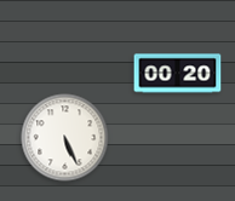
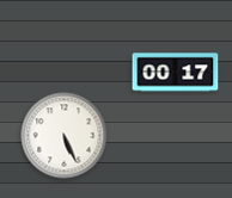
clock at (178, 74): 00:20 -> 00:17
